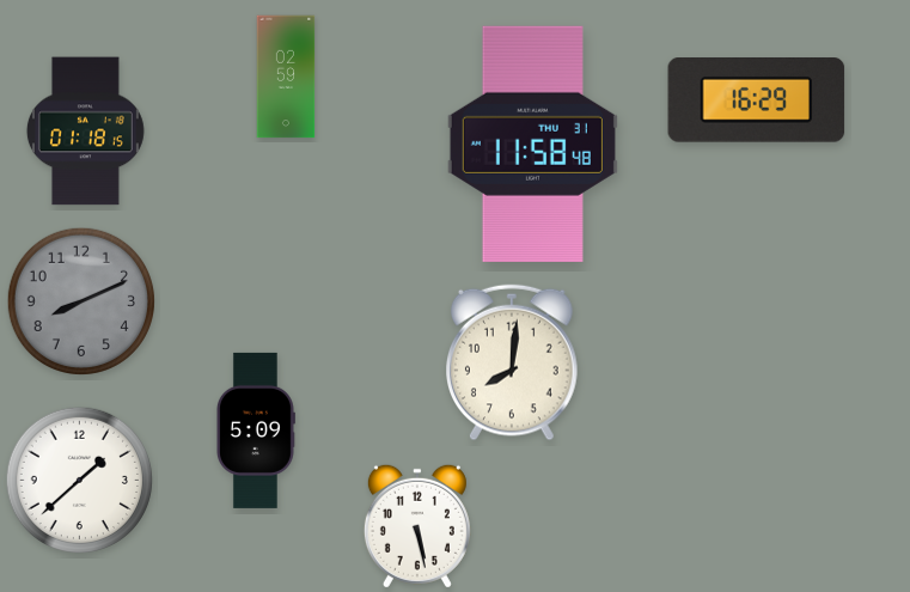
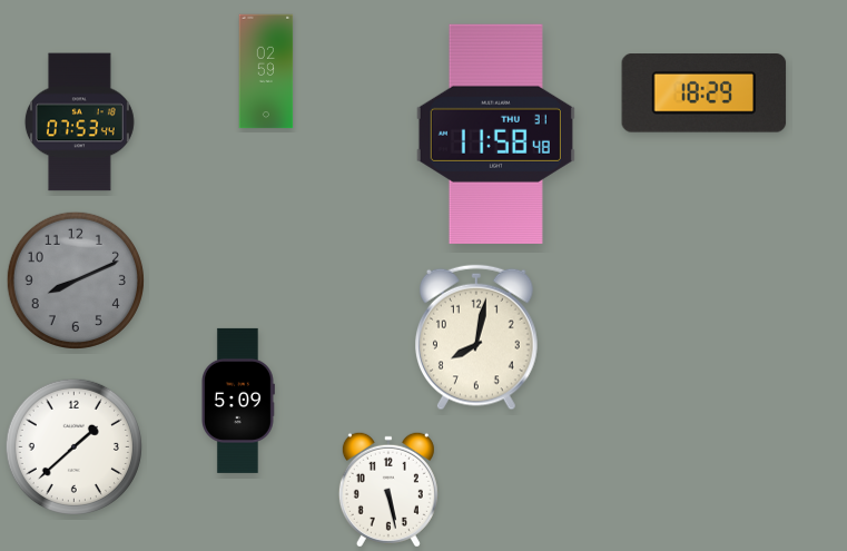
clock at (757, 100): 16:29 -> 18:29
clock at (85, 132): 01:18 -> 07:53
clock at (513, 362): 8:01 -> 8:02
